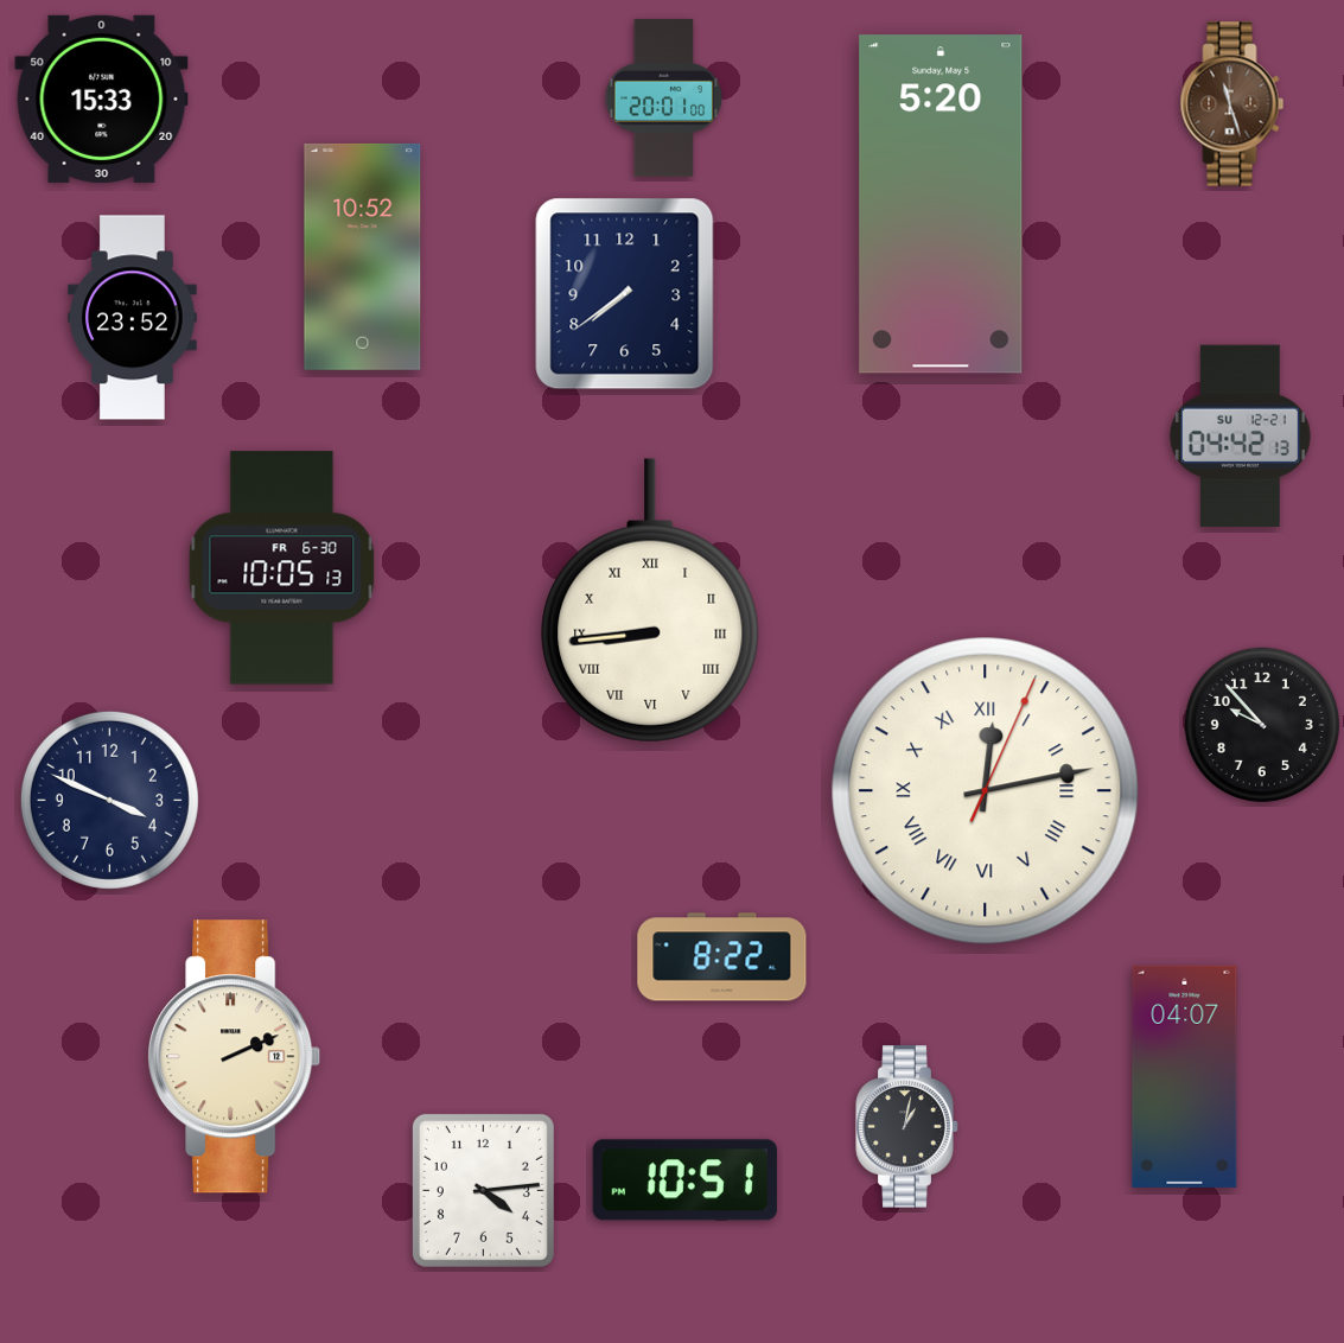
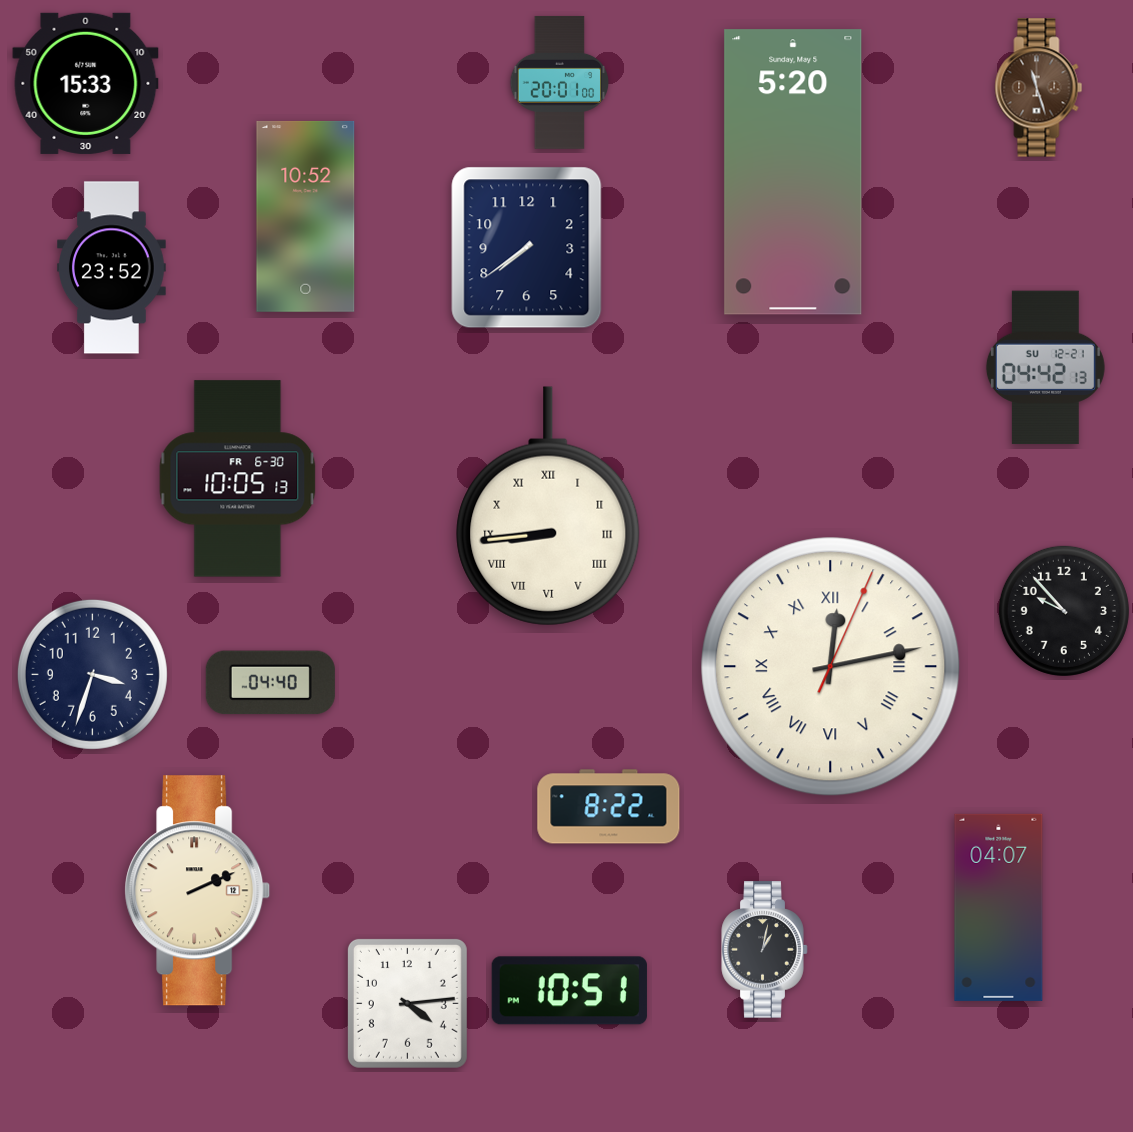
clock at (109, 800): 3:49 -> 3:33
clock at (270, 683): none -> 04:40
clock at (684, 1180) position: (684, 1180) -> (569, 991)
